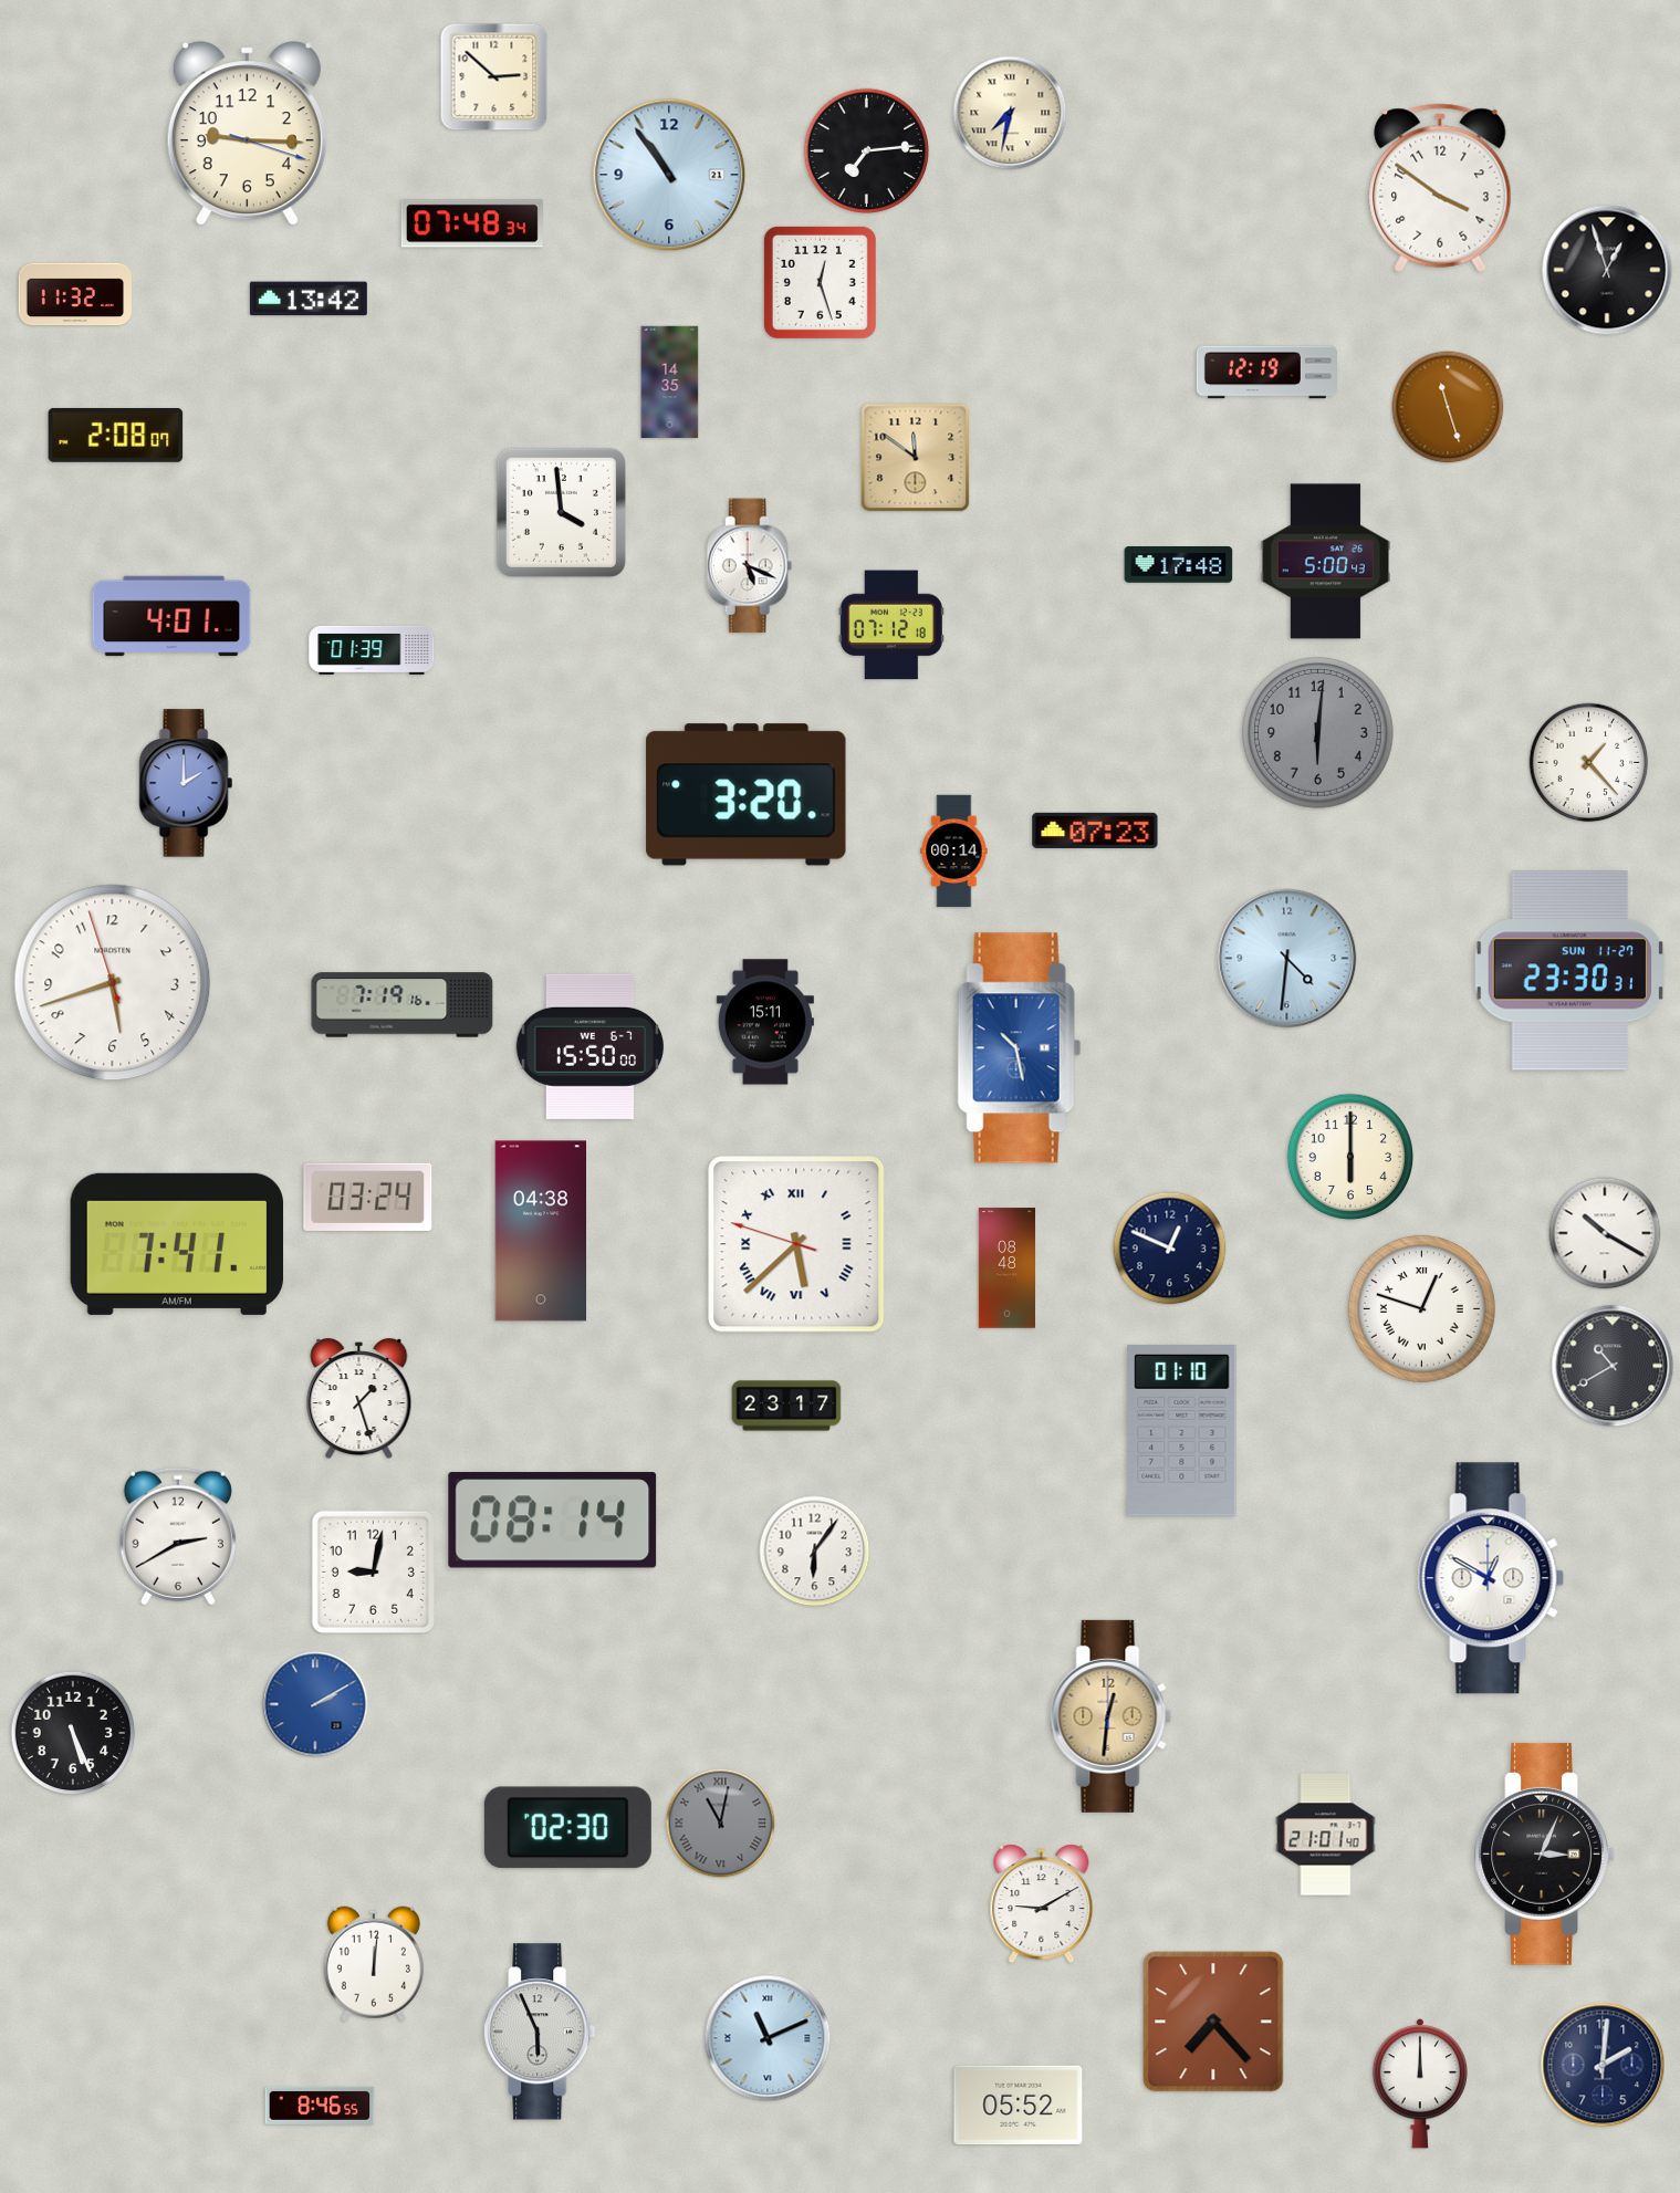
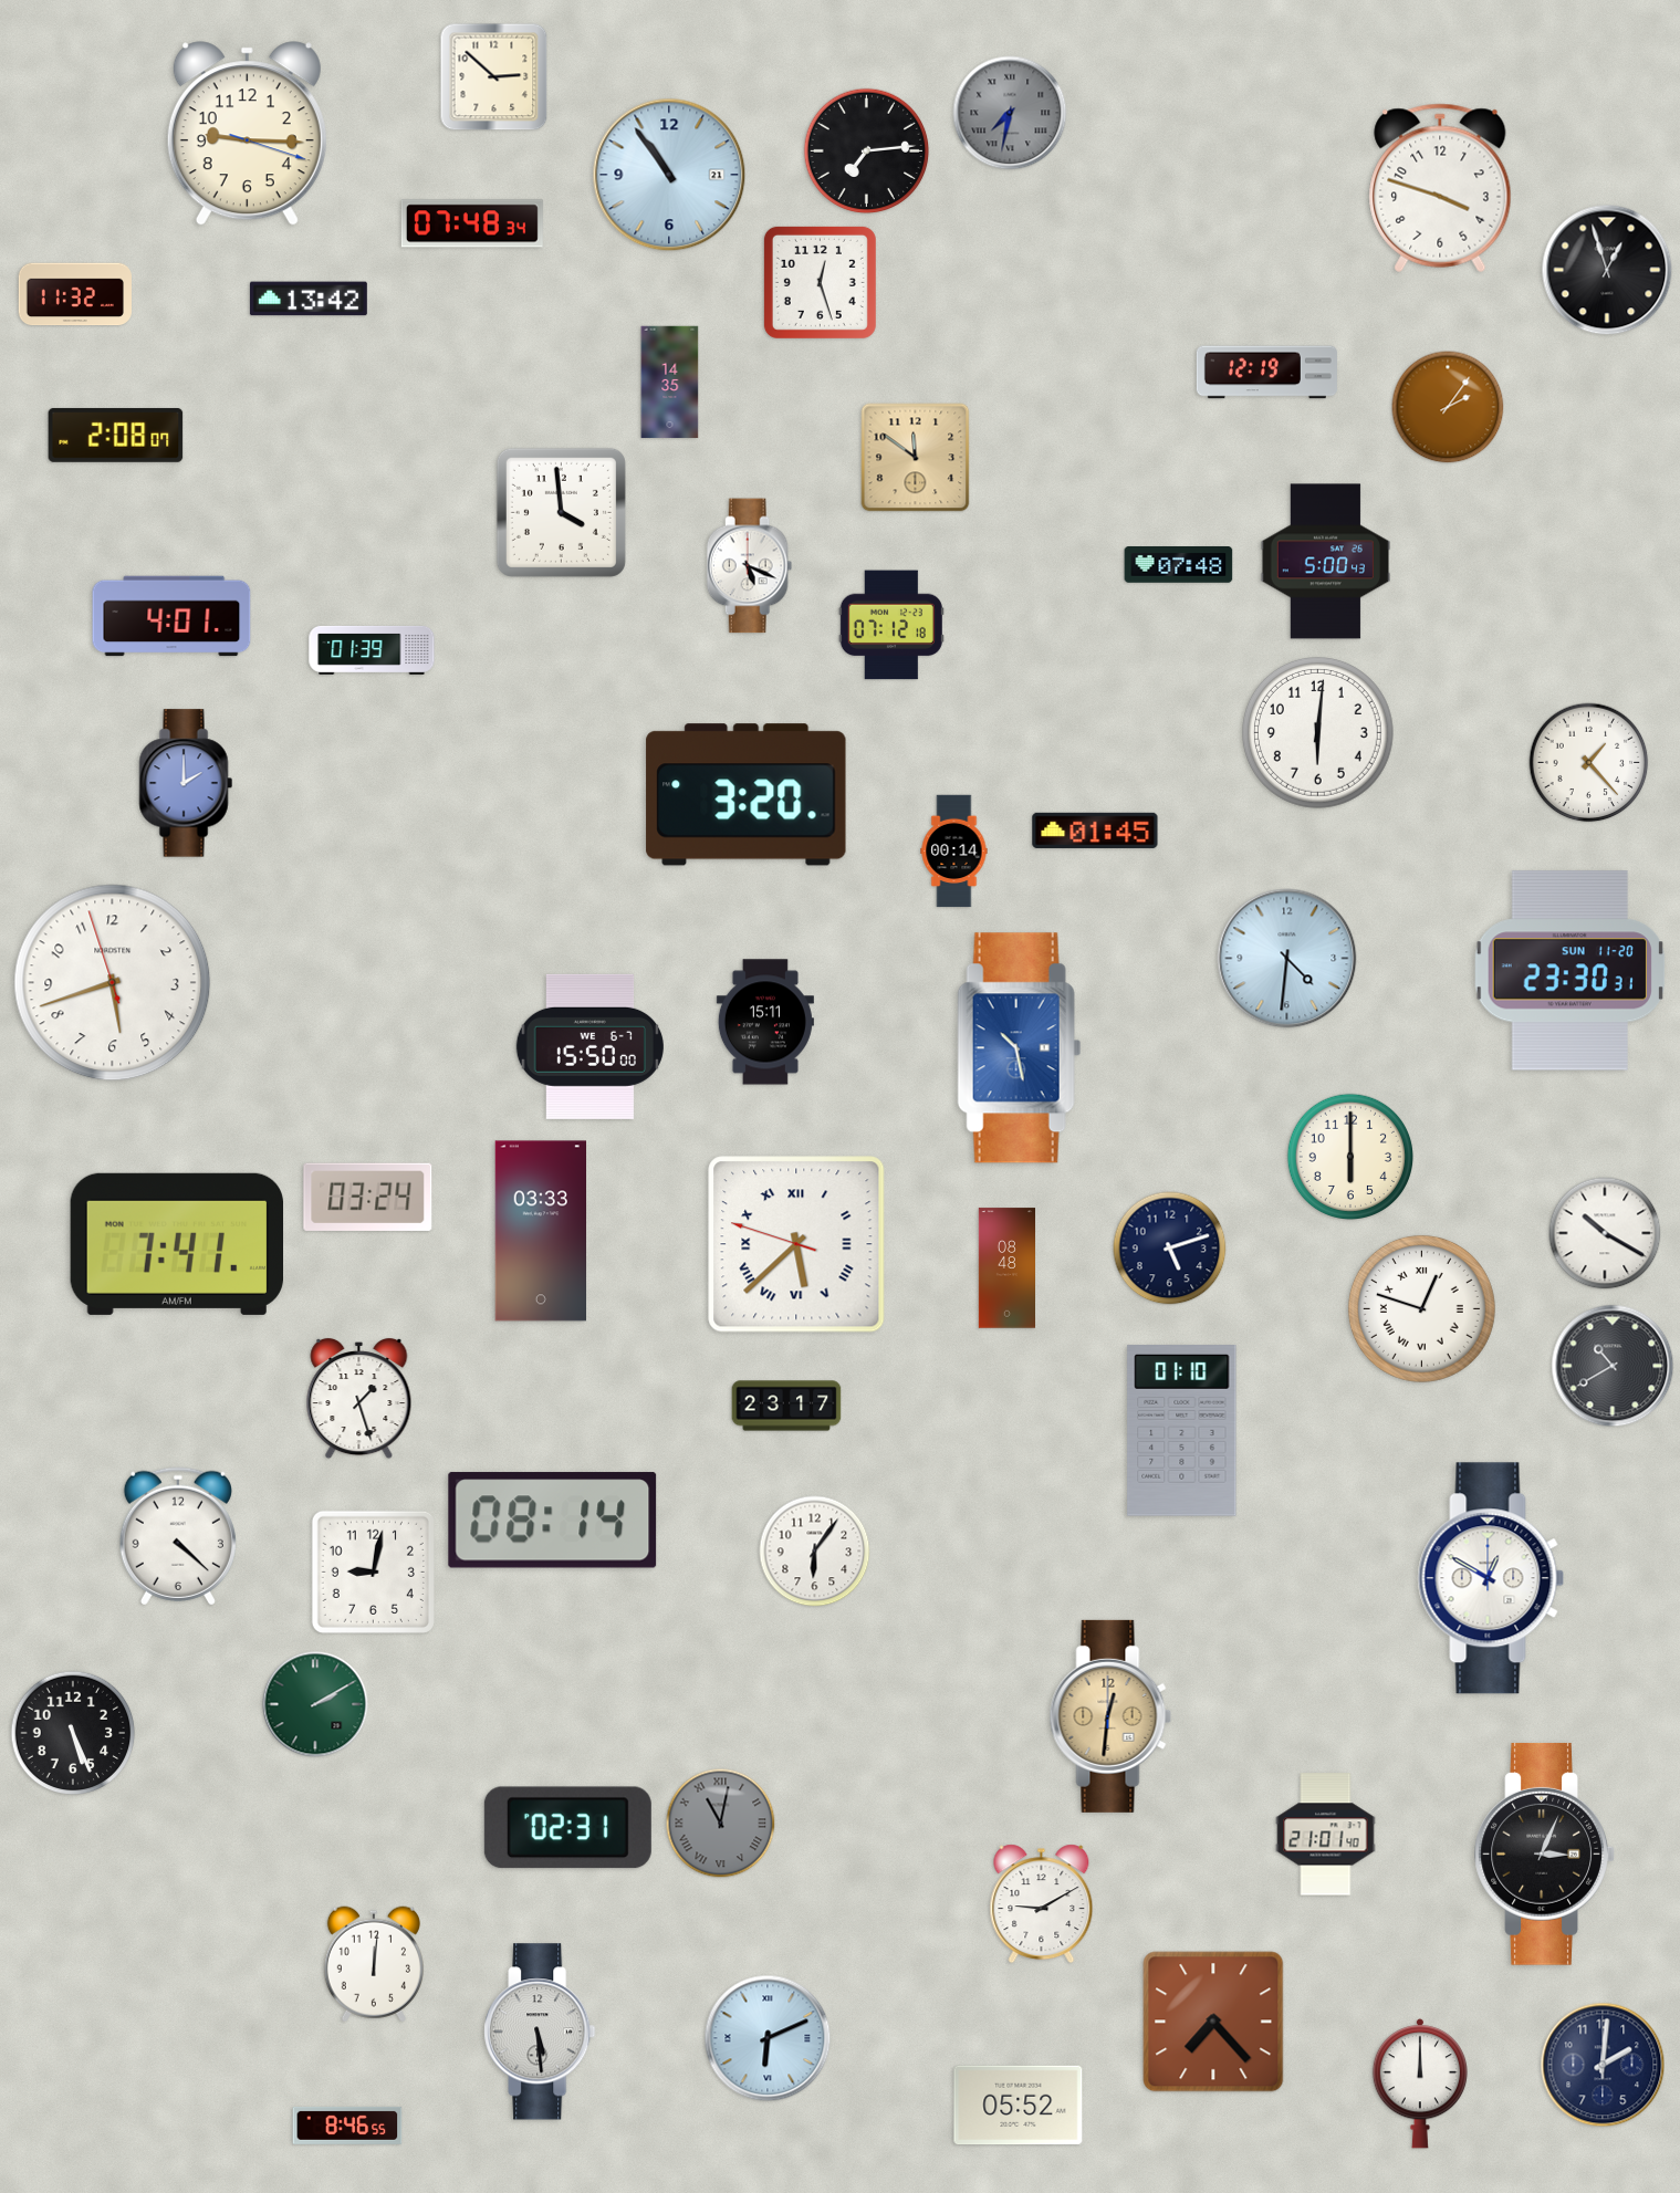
clock at (1010, 113) dial: cream -> grey
clock at (1440, 188): 3:51 -> 3:48
clock at (1448, 407): 11:27 -> 2:06
clock at (1179, 565): 17:48 -> 07:48
clock at (1318, 733) dial: grey -> white
clock at (1095, 831): 07:23 -> 01:45
clock at (1569, 971) date: SUN 11-27 -> SUN 11-20
clock at (403, 1005): 7:19 -> none
clock at (540, 1231): 04:38 -> 03:33
clock at (1170, 1249): 12:49 -> 5:12
clock at (178, 1536): 2:40 -> 4:22
clock at (315, 1704) dial: blue -> green
clock at (567, 1828): 02:30 -> 02:31
clock at (540, 2032): 5:56 -> 5:29
clock at (768, 2038): 11:11 -> 6:11
clock at (320, 2106) position: (320, 2106) -> (347, 2126)
